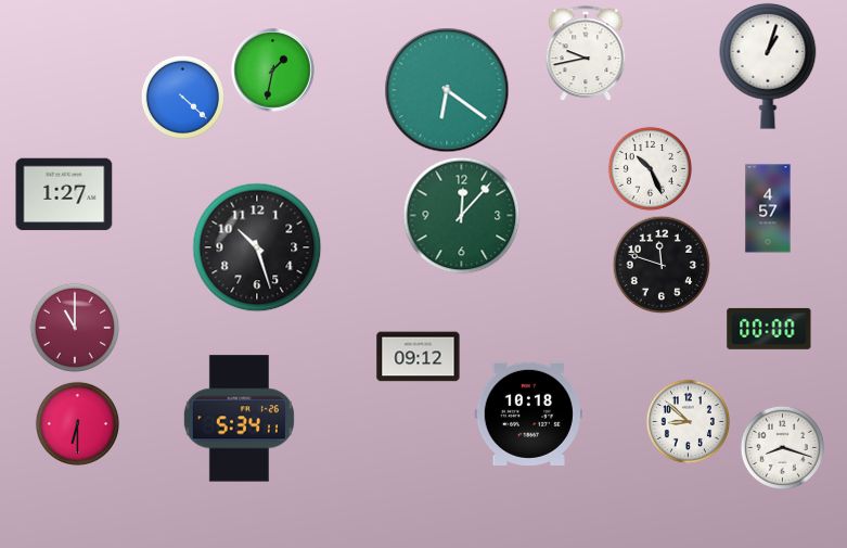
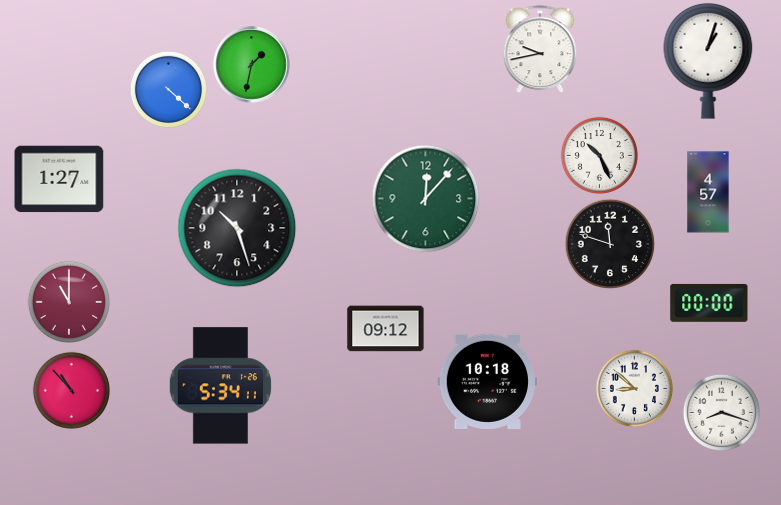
clock at (447, 90): 6:21 -> none
clock at (77, 423): 6:30 -> 10:53
